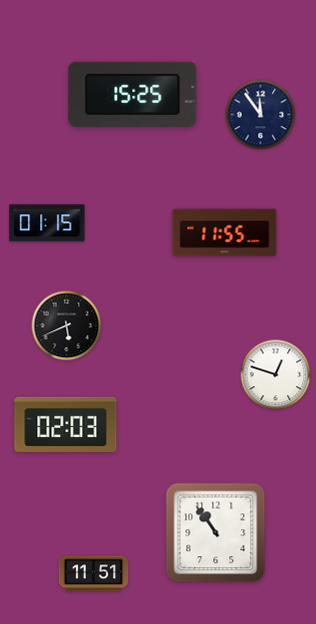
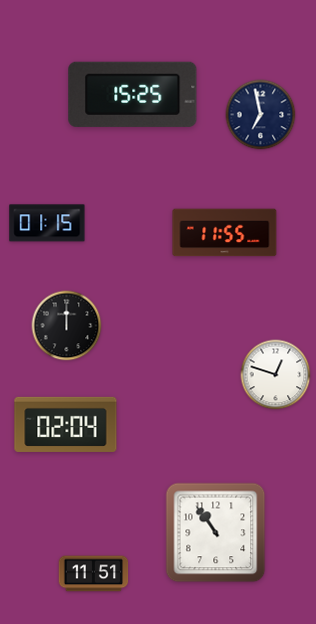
clock at (261, 115): 11:54 -> 6:58
clock at (67, 326): 5:41 -> 12:00
clock at (66, 424): 02:03 -> 02:04
